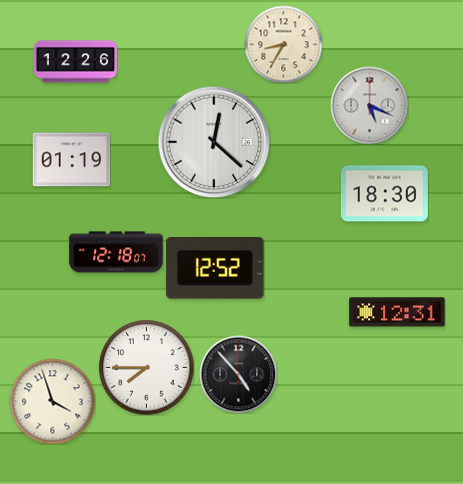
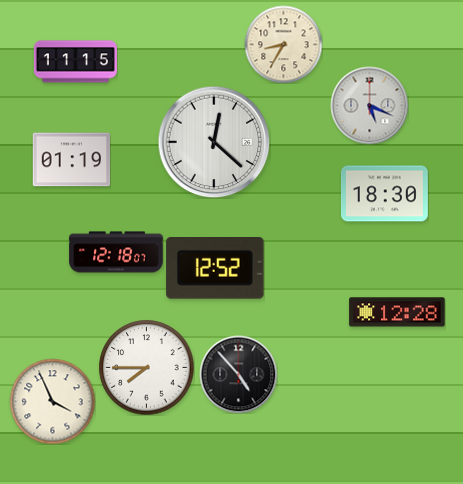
clock at (75, 62): 12:26 -> 11:15
clock at (397, 312): 12:31 -> 12:28
clock at (52, 401): 3:57 -> 3:56
